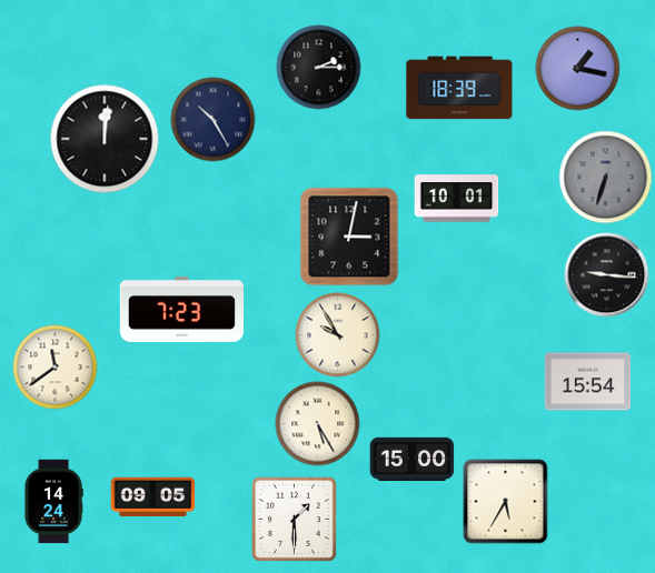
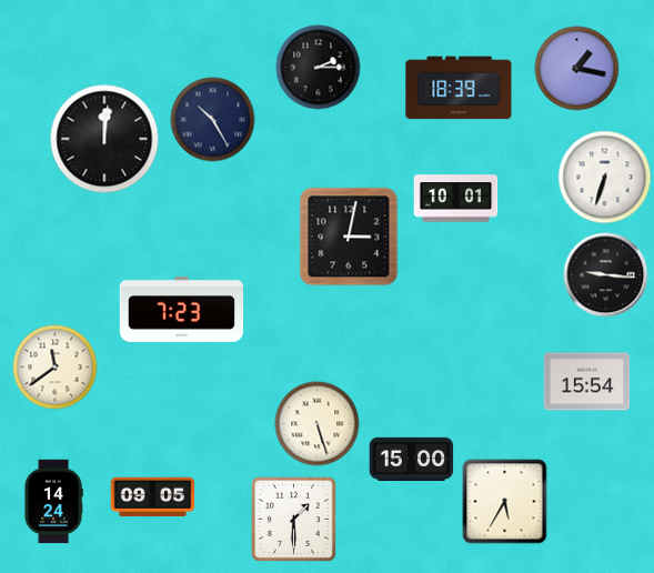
clock at (606, 178) dial: grey -> white
clock at (338, 335): 9:55 -> none
clock at (318, 424): 5:25 -> 5:27
